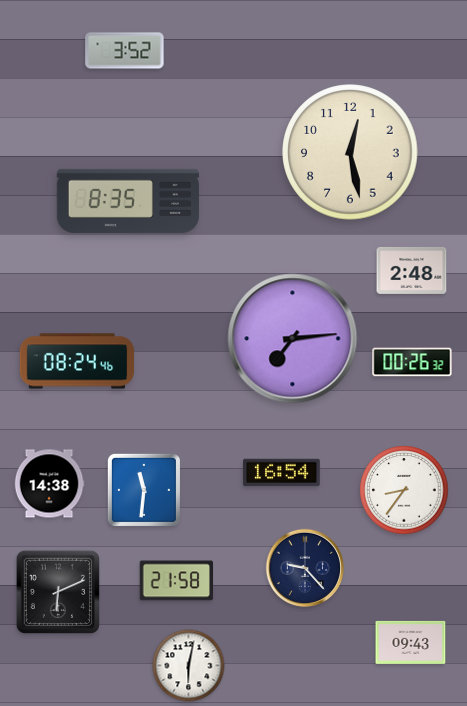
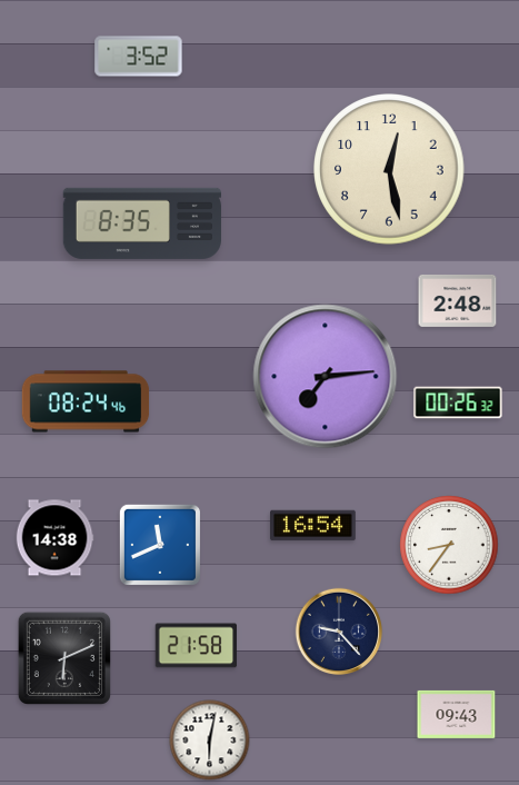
clock at (144, 490): 11:31 -> 11:41
